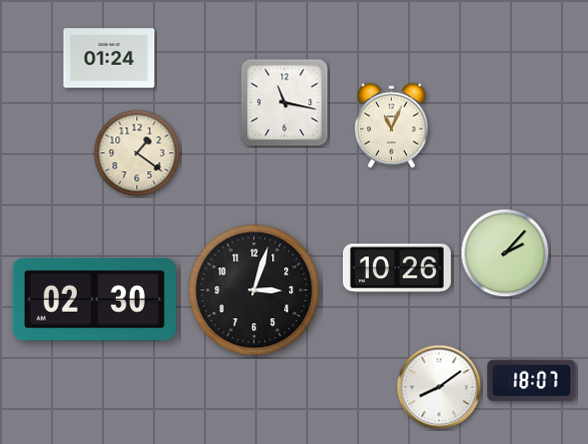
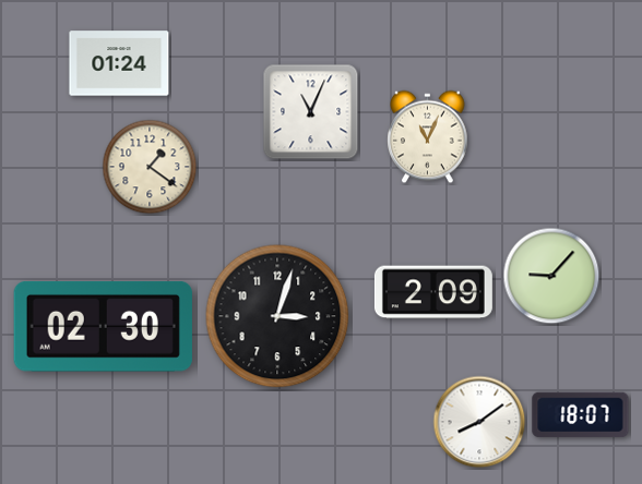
clock at (285, 103): 11:17 -> 11:04
clock at (505, 253): 2:07 -> 9:07
clock at (397, 268): 10:26 -> 2:09
